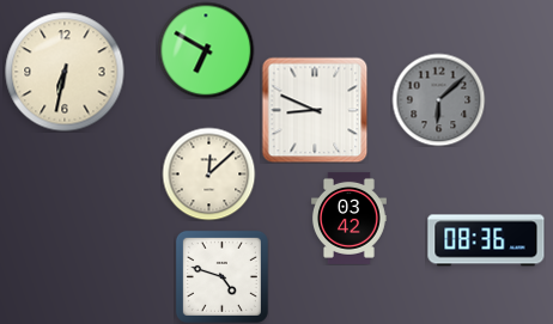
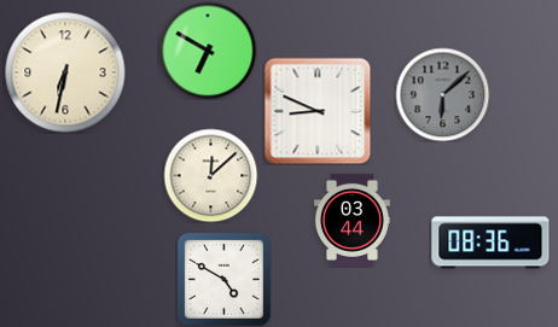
clock at (438, 99) position: (438, 99) -> (442, 94)
clock at (348, 218): 03:42 -> 03:44
clock at (221, 276): 4:48 -> 4:50
